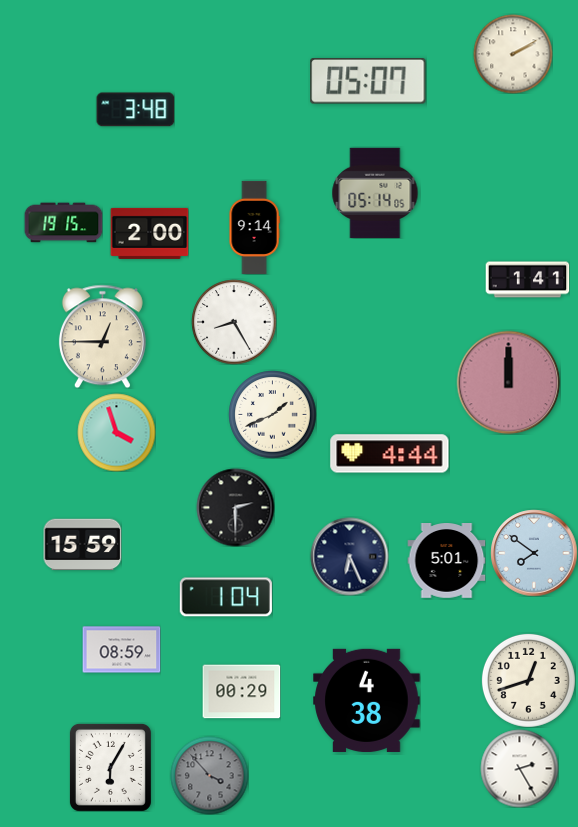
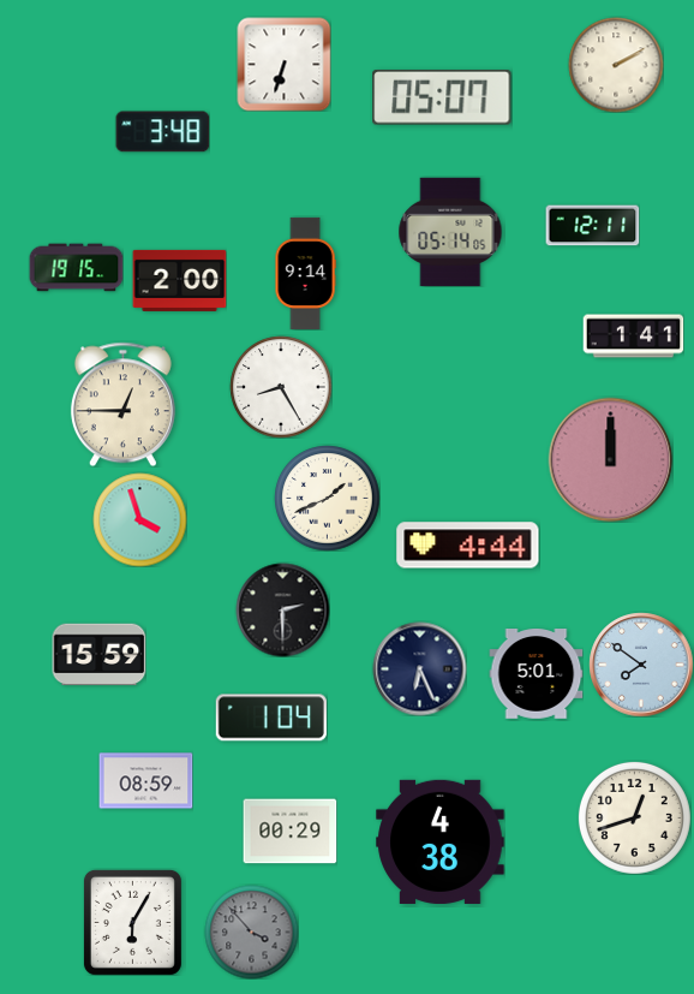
clock at (283, 64): none -> 6:33
clock at (592, 226): none -> 12:11
clock at (519, 768): 2:25 -> none
